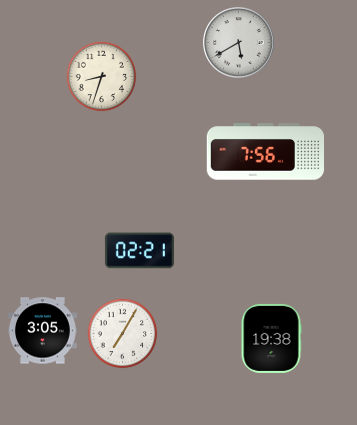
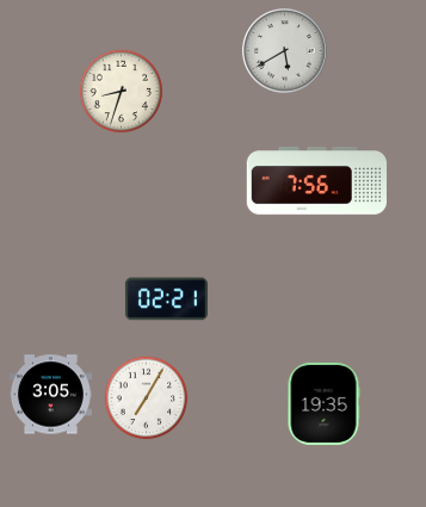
clock at (271, 338): 19:38 -> 19:35
